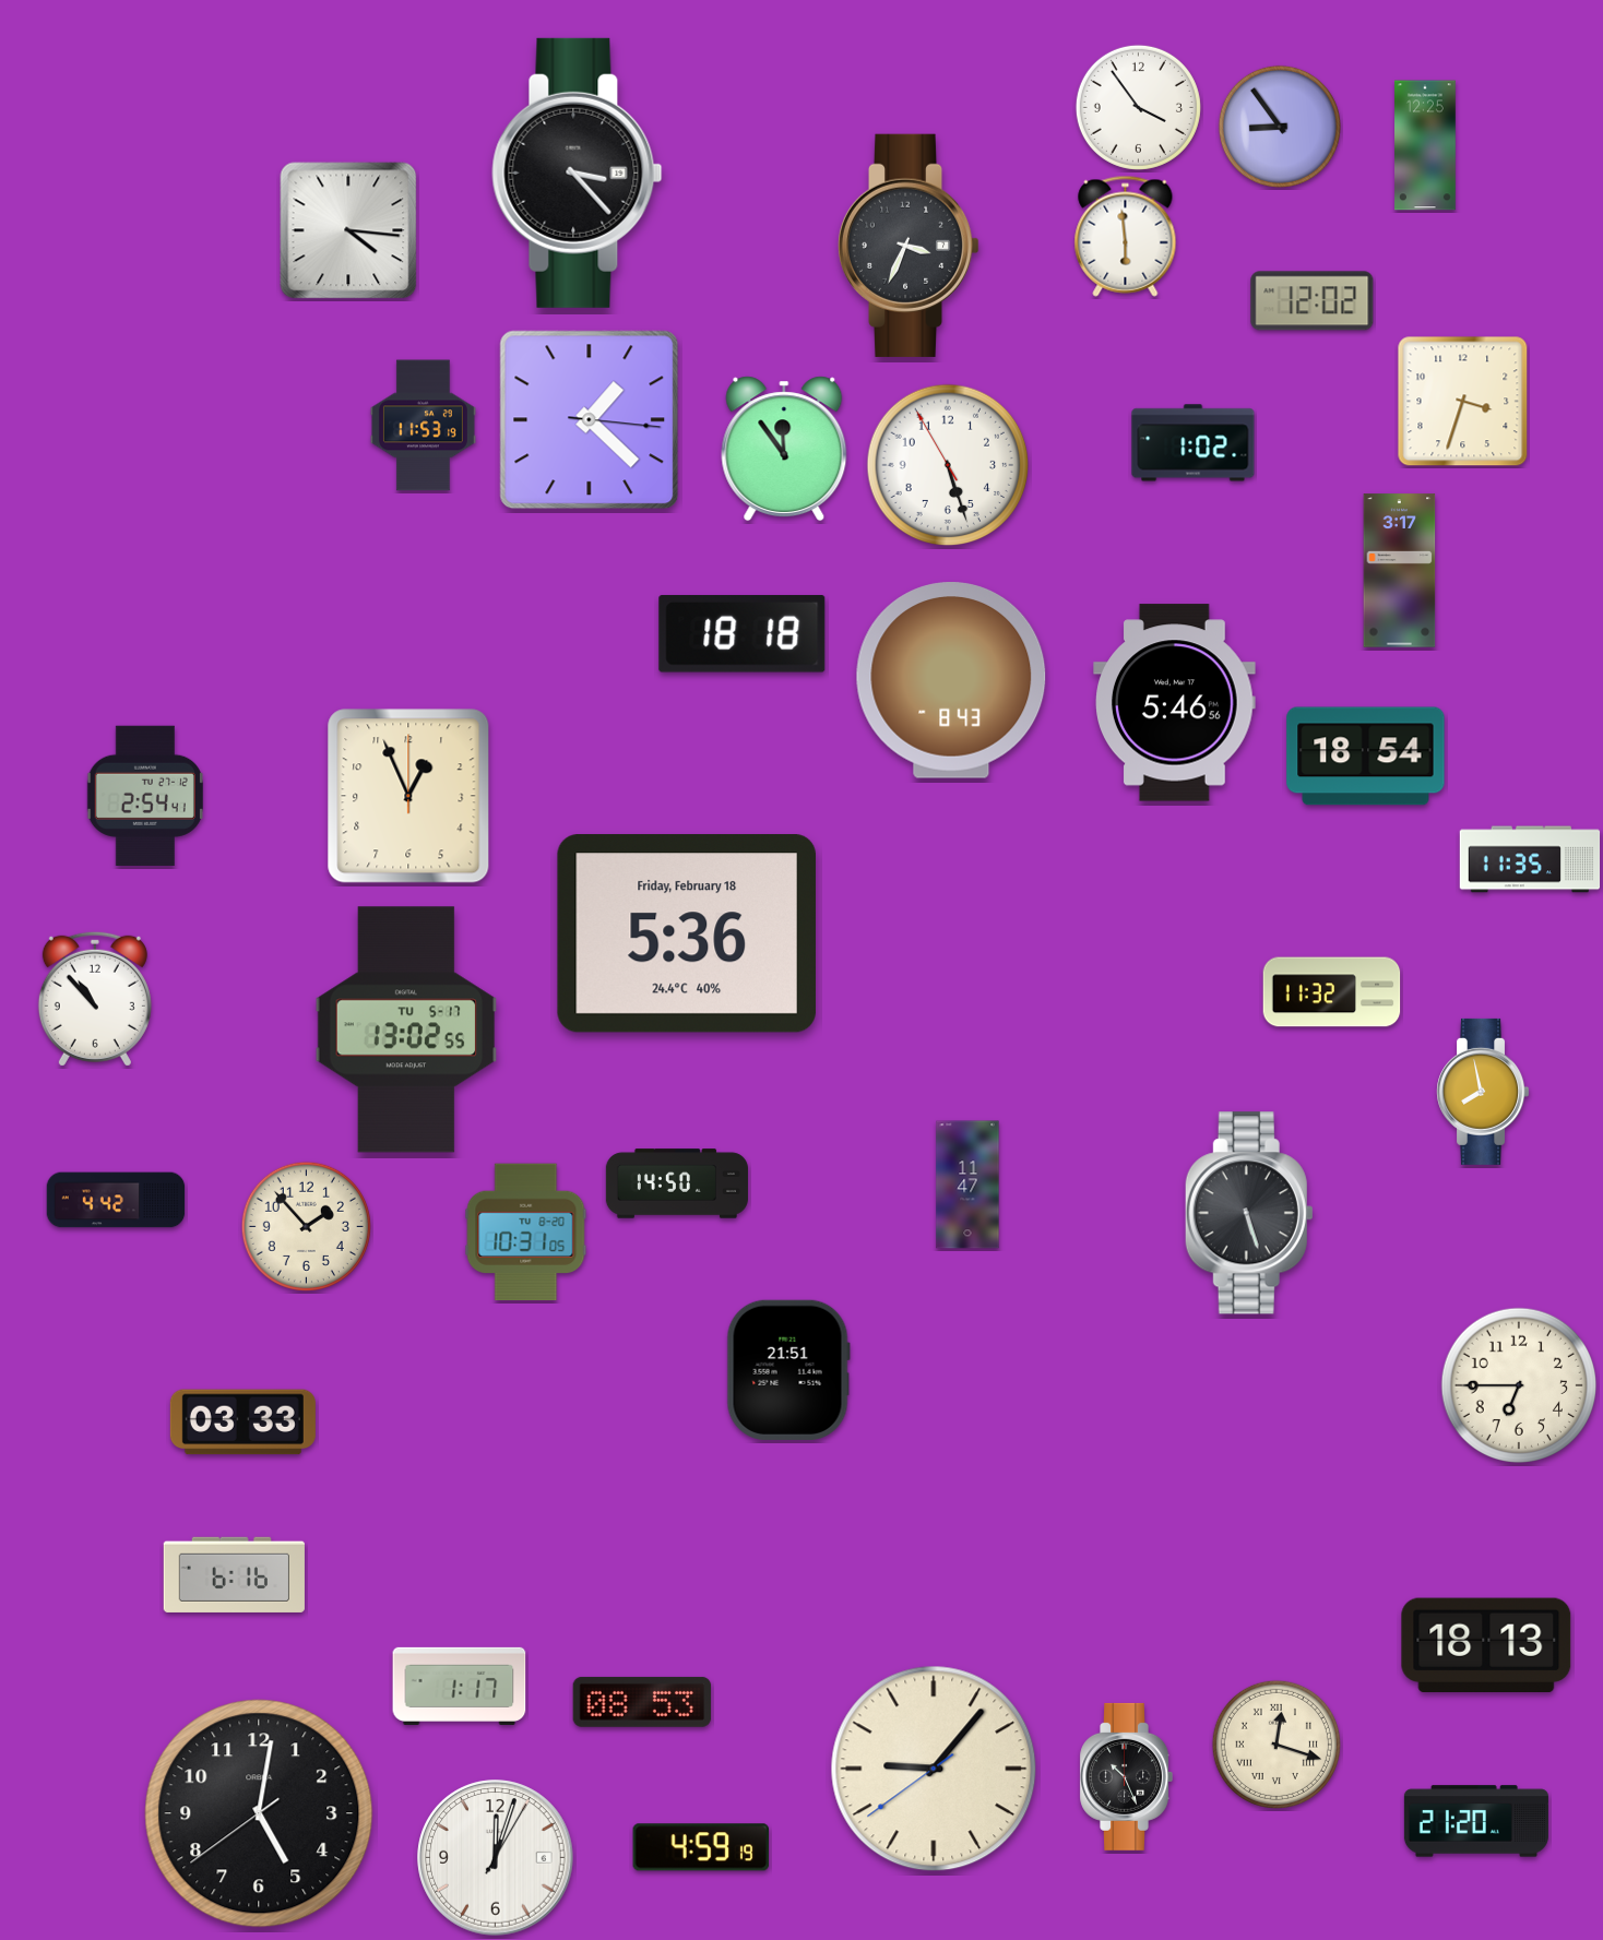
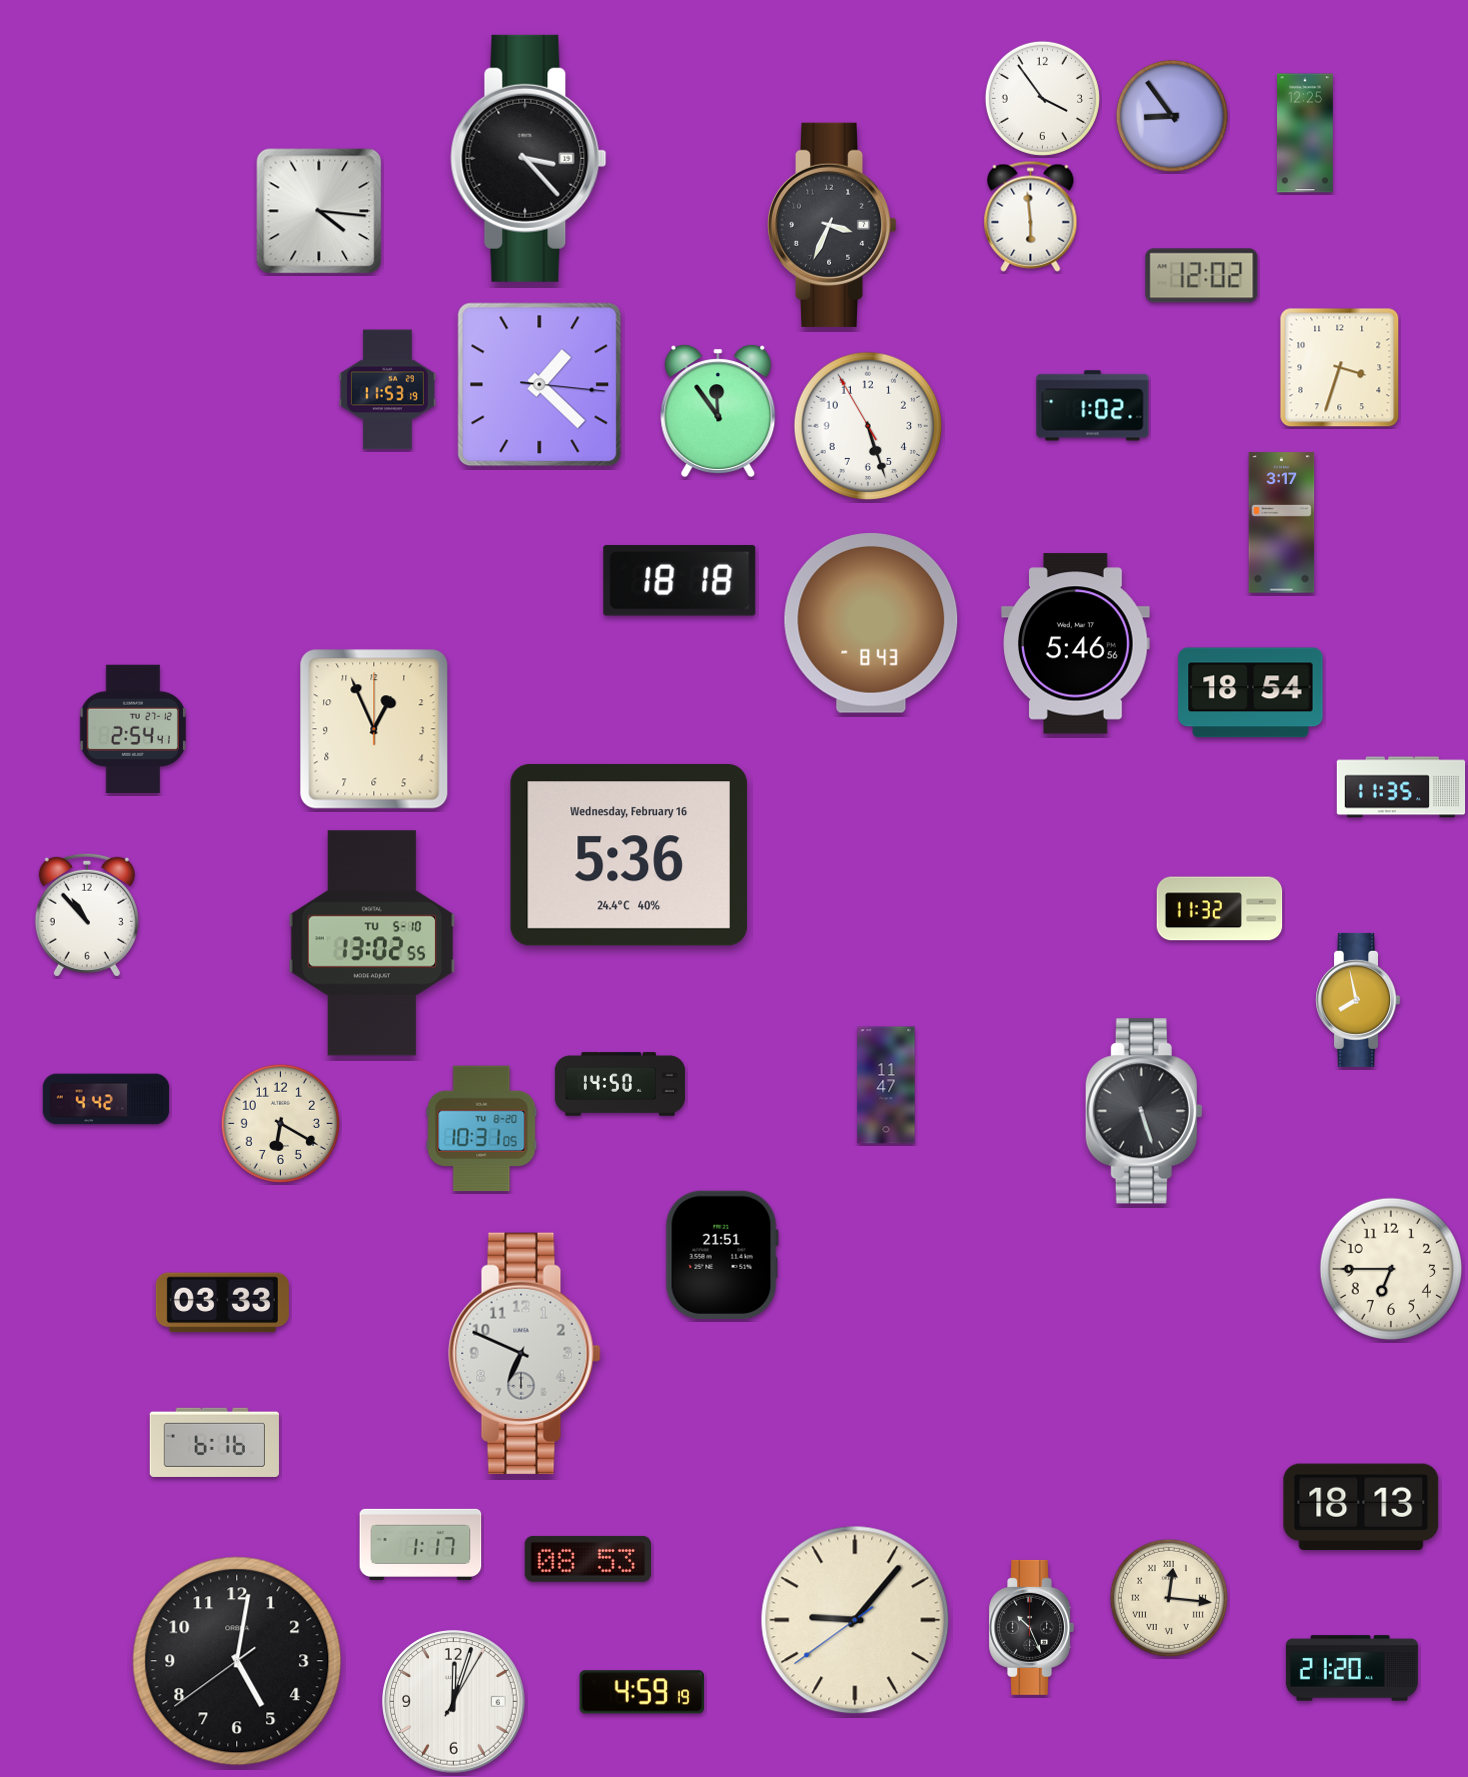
clock at (687, 933) date: Friday, February 18 -> Wednesday, February 16
clock at (406, 1029) date: TU 5-17 -> TU 5-10
clock at (306, 1226): 1:53 -> 6:20
clock at (525, 1353): none -> 6:49
clock at (1277, 1745): 12:18 -> 12:16
